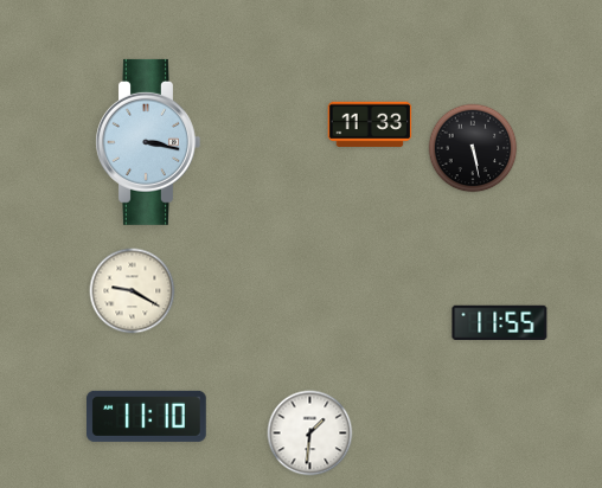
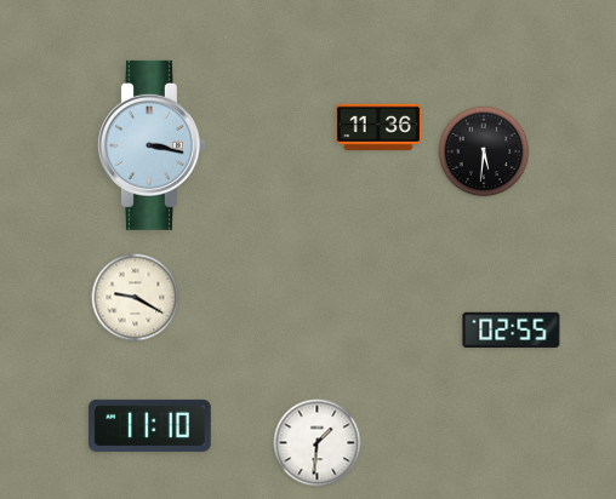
clock at (370, 124): 11:33 -> 11:36
clock at (473, 148): 5:28 -> 5:31
clock at (500, 323): 11:55 -> 02:55
